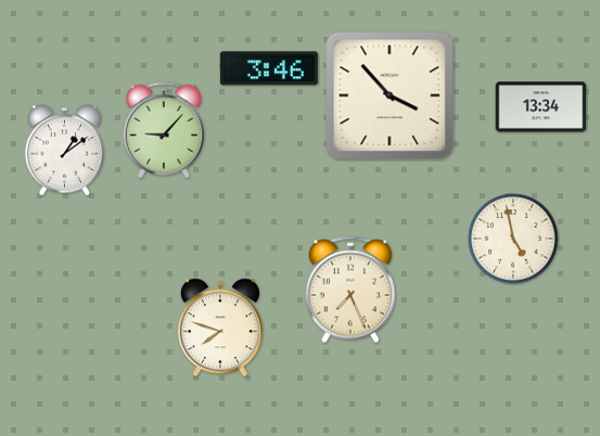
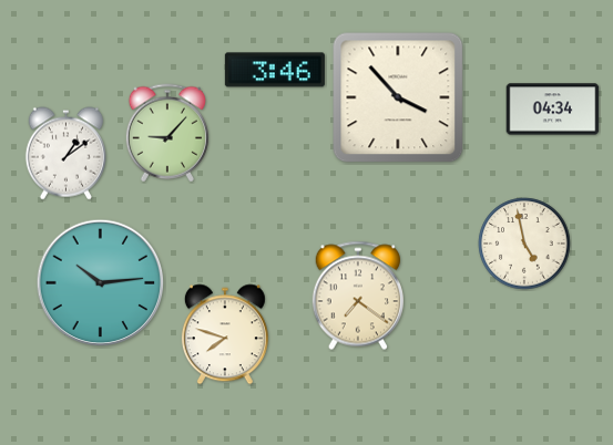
clock at (541, 107): 13:34 -> 04:34
clock at (101, 283): none -> 10:14
clock at (349, 290): 7:26 -> 7:21
